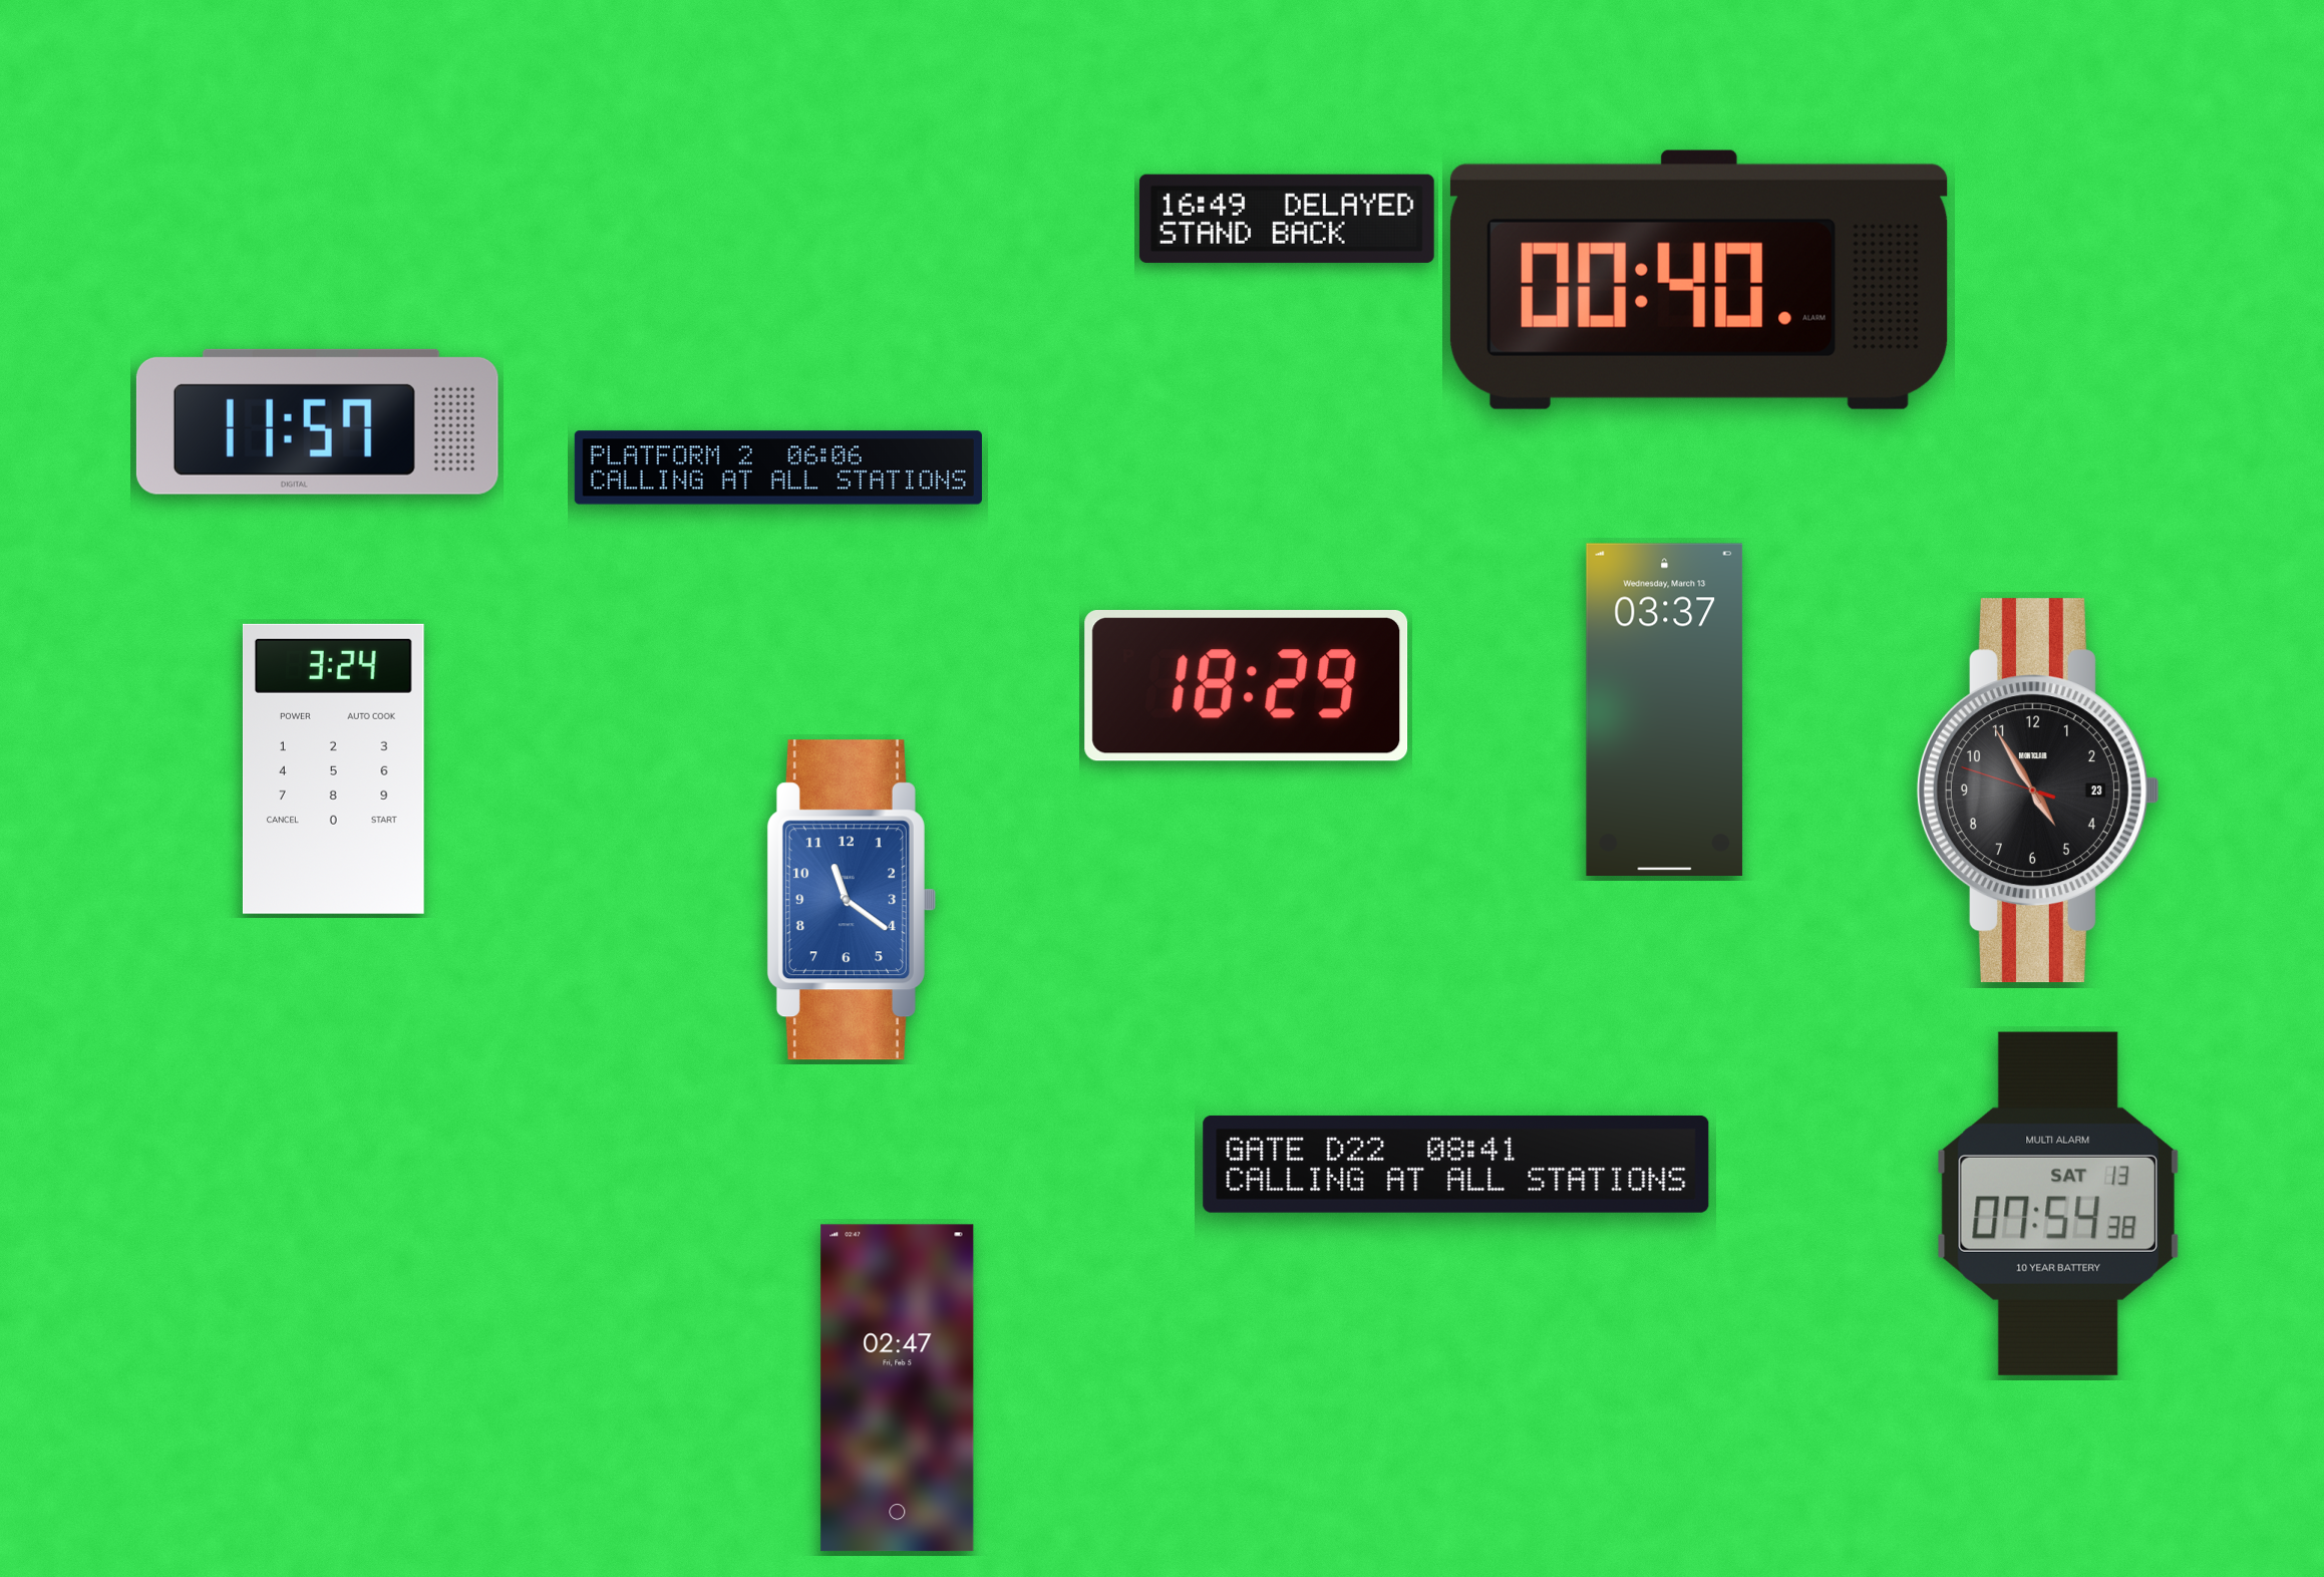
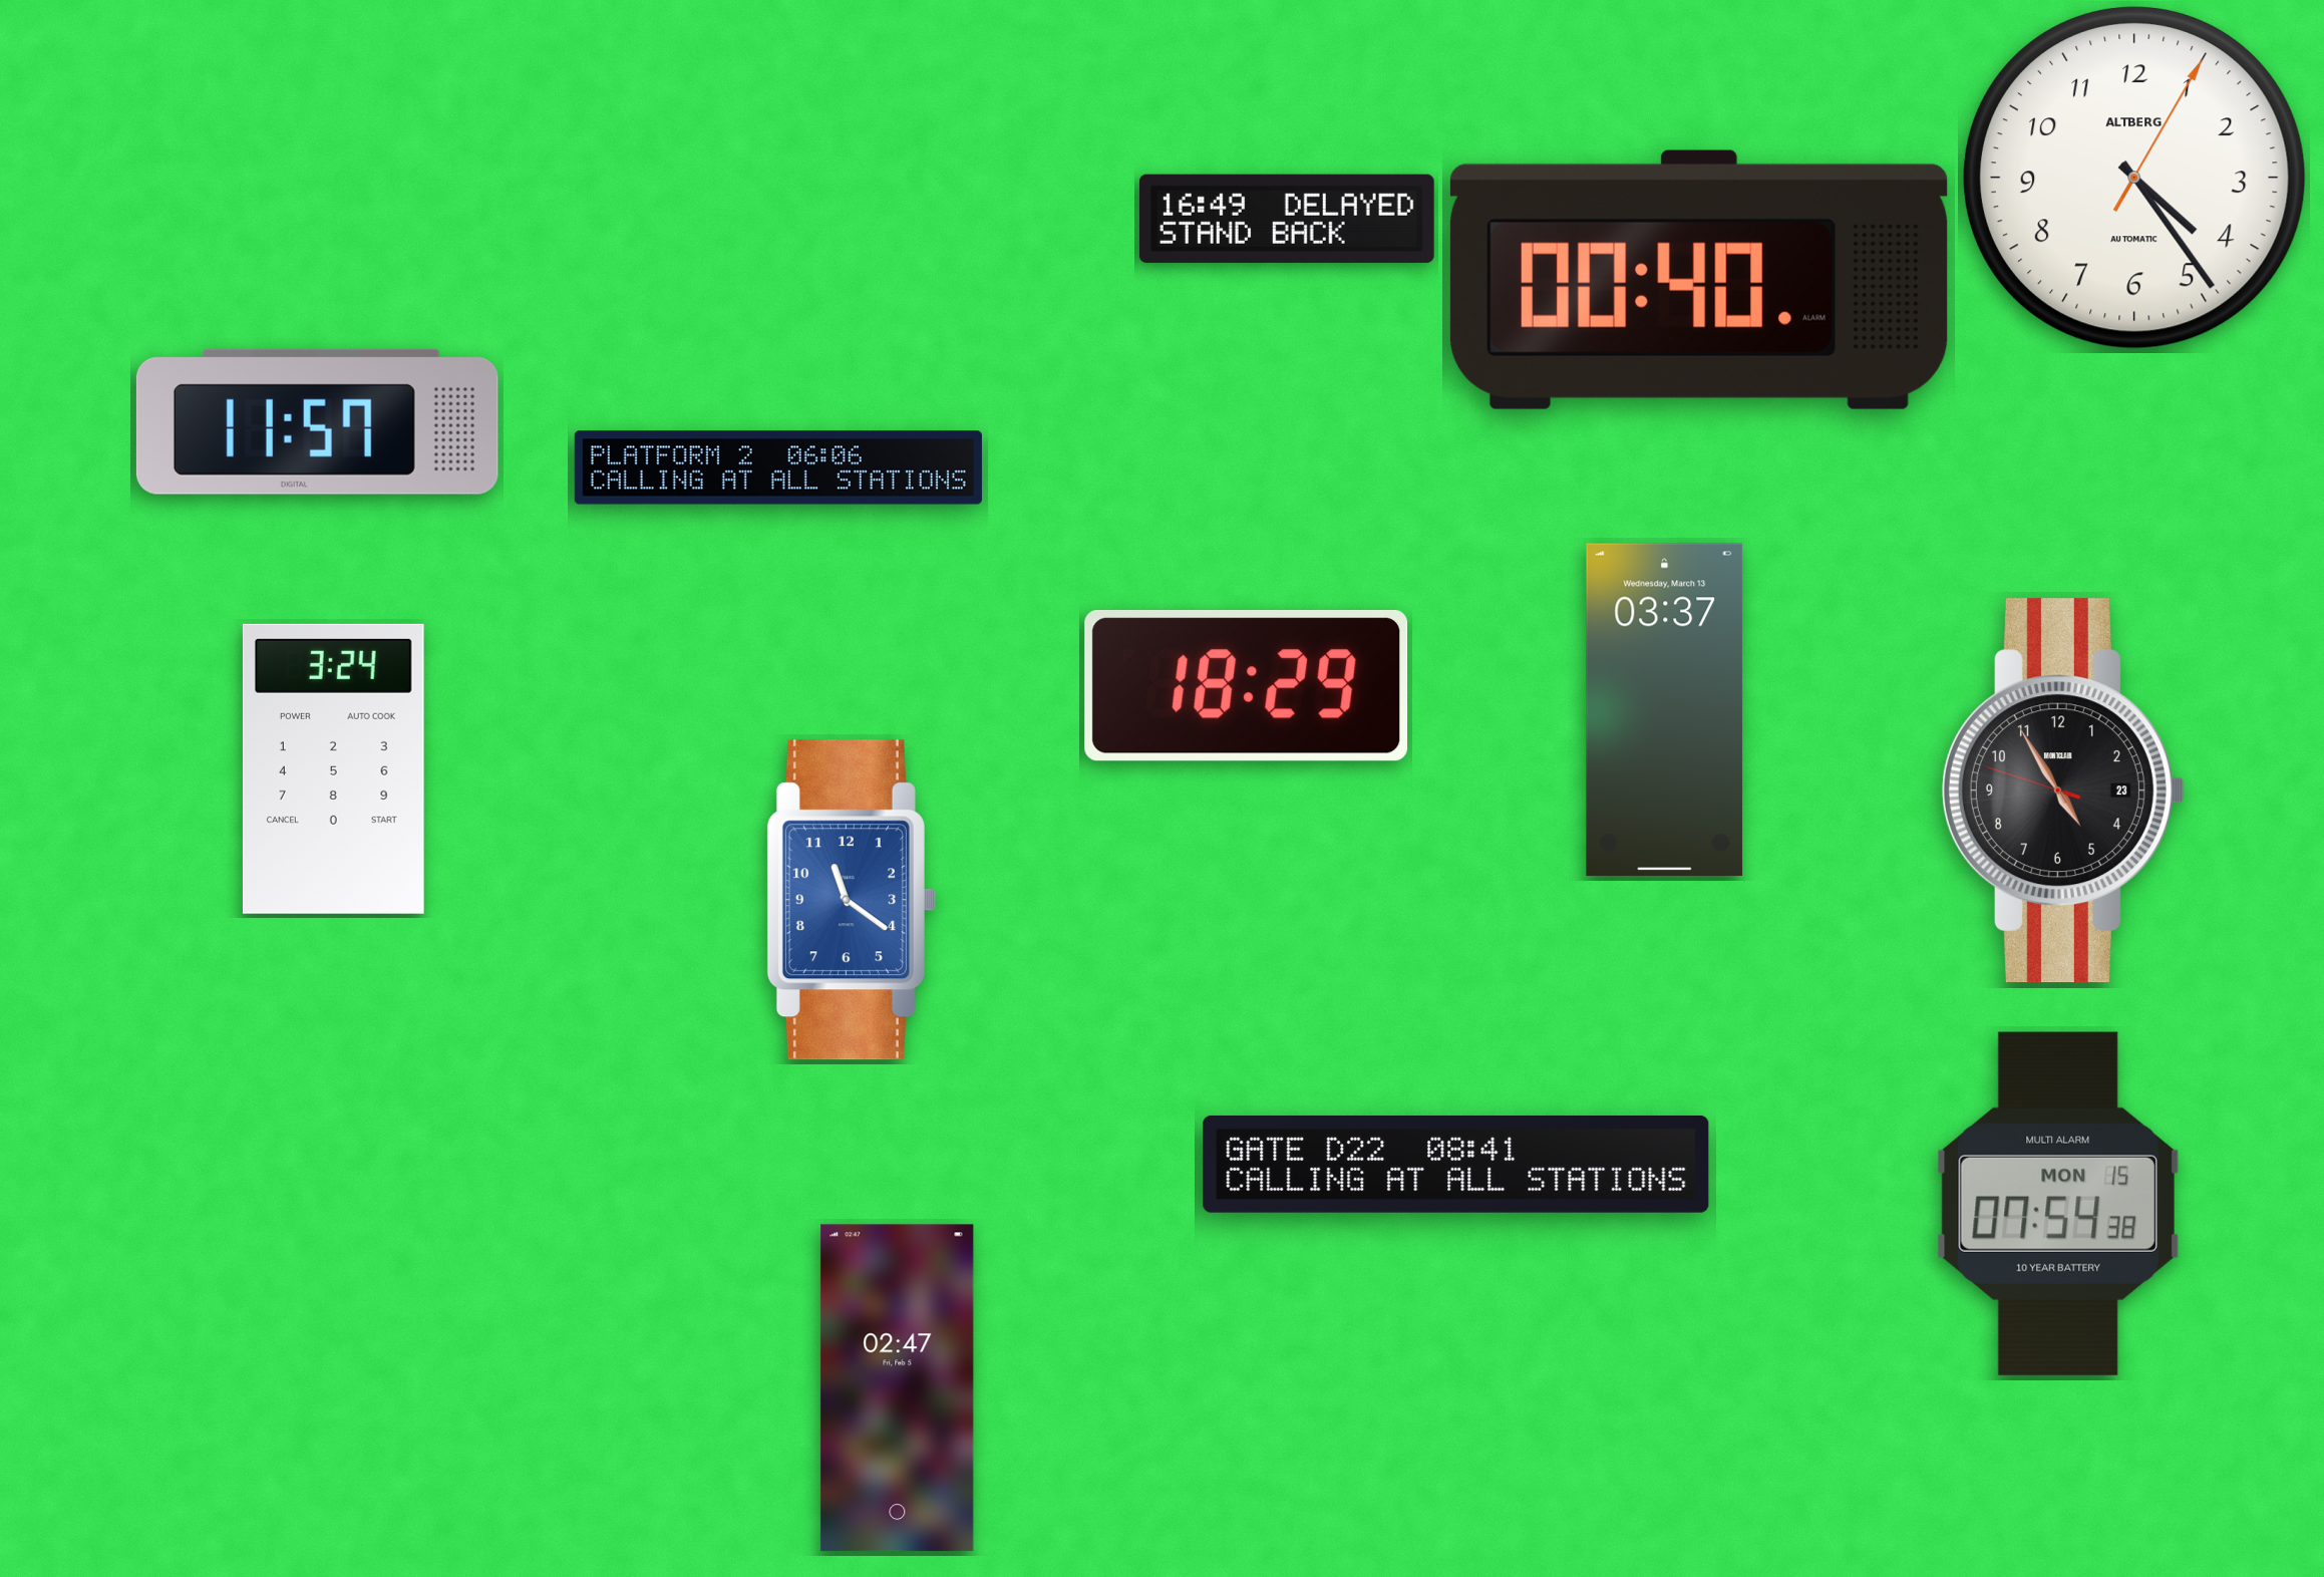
clock at (2134, 178): none -> 4:24
clock at (2038, 791) position: (2038, 791) -> (2063, 791)
clock at (2058, 1204) date: SAT 13 -> MON 15
